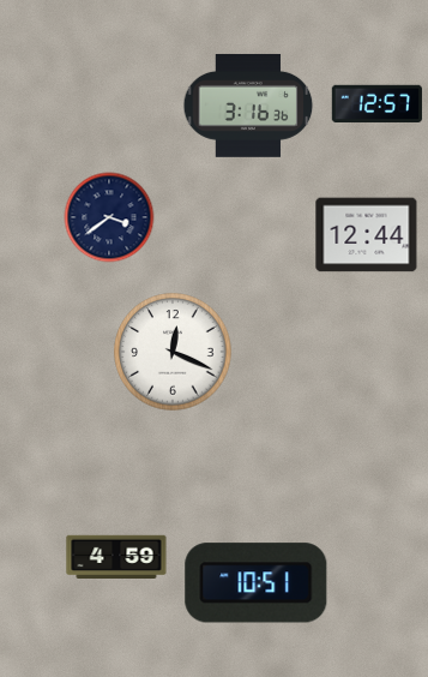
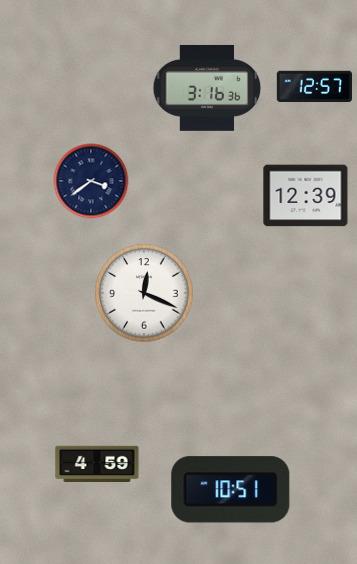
clock at (367, 235): 12:44 -> 12:39
clock at (257, 583) position: (257, 583) -> (231, 490)
